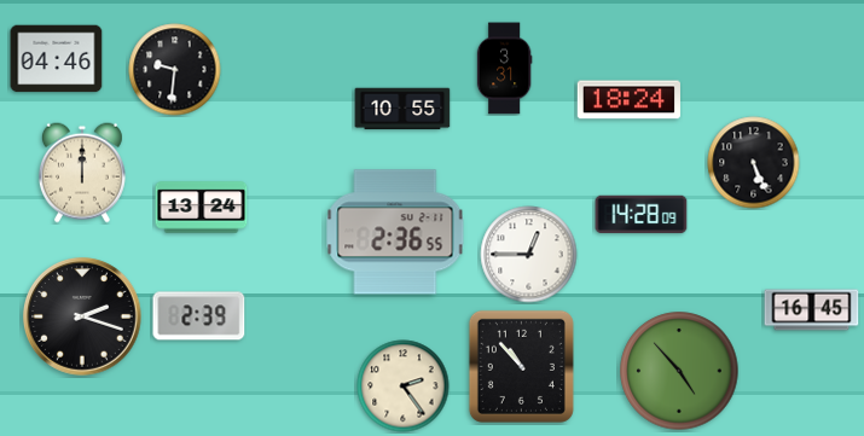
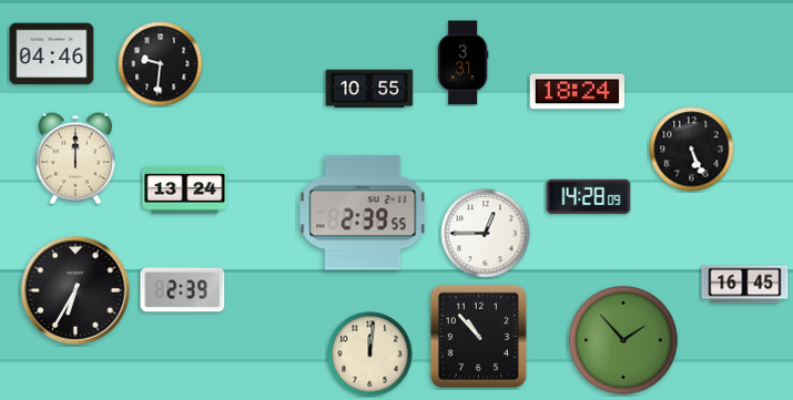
clock at (402, 109) position: (402, 109) -> (369, 89)
clock at (395, 232): 2:36 -> 2:39
clock at (83, 318): 2:18 -> 6:35
clock at (679, 371): 4:53 -> 1:53
clock at (404, 386): 2:24 -> 12:01
